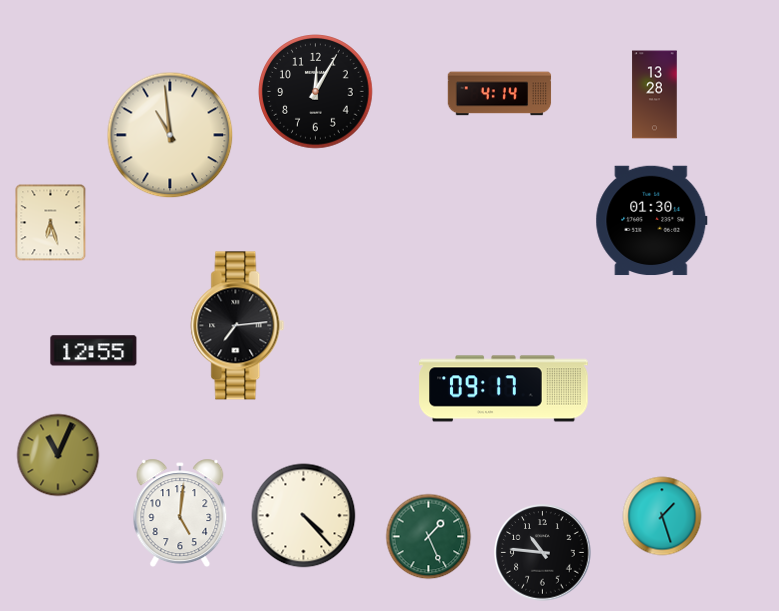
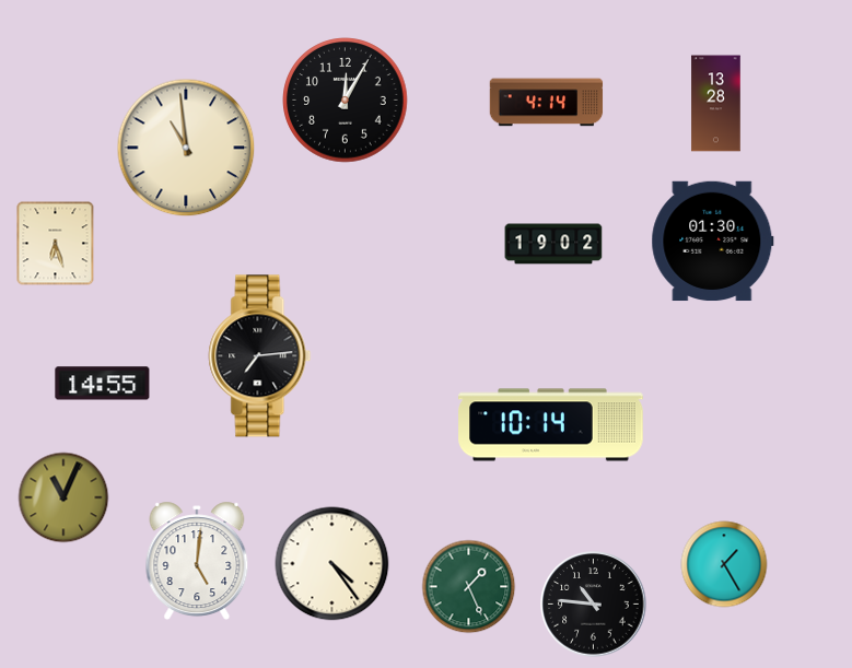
clock at (553, 244): none -> 19:02
clock at (94, 351): 12:55 -> 14:55
clock at (504, 389): 09:17 -> 10:14
clock at (304, 516): 4:23 -> 4:24
clock at (662, 516): 1:27 -> 1:25
